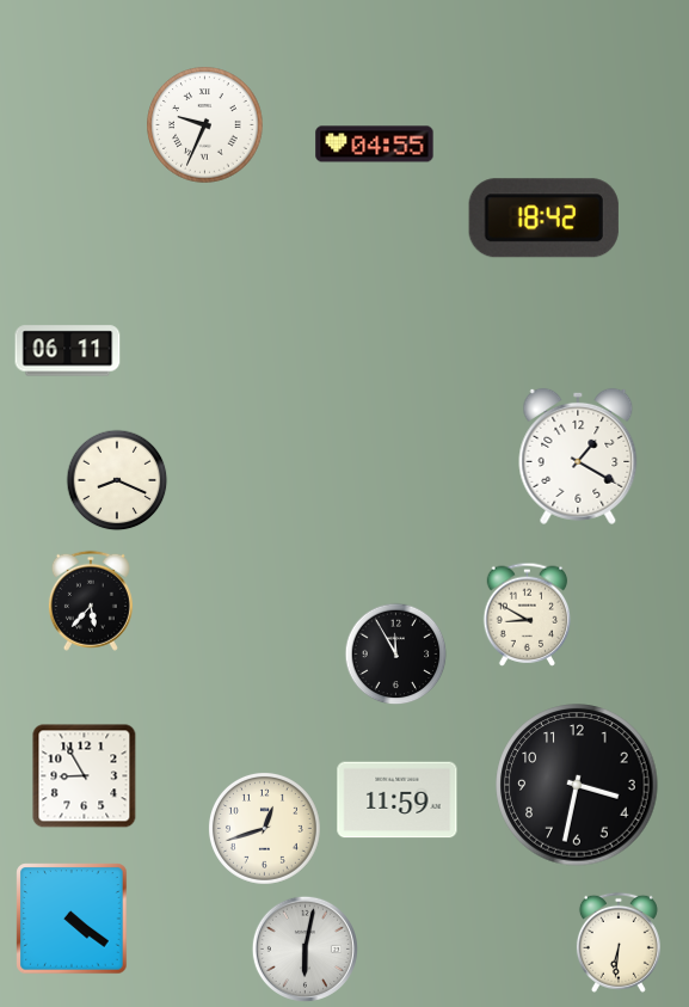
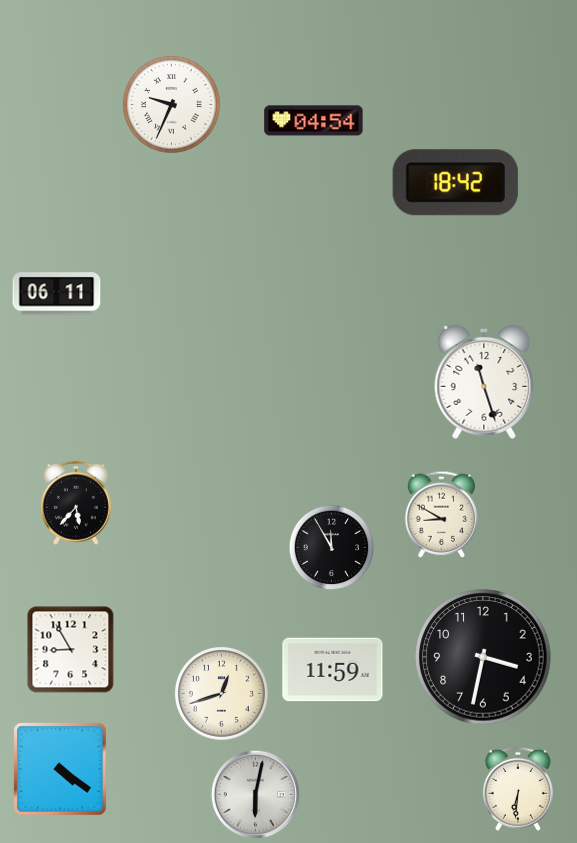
clock at (375, 145): 04:55 -> 04:54
clock at (578, 456): 1:20 -> 11:27
clock at (117, 480): 8:19 -> none
